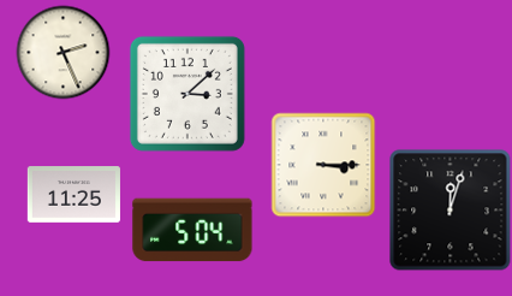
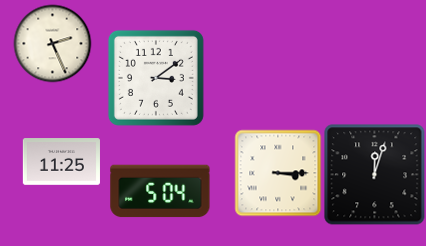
clock at (187, 94): 3:08 -> 3:09
clock at (323, 165) position: (323, 165) -> (278, 173)
